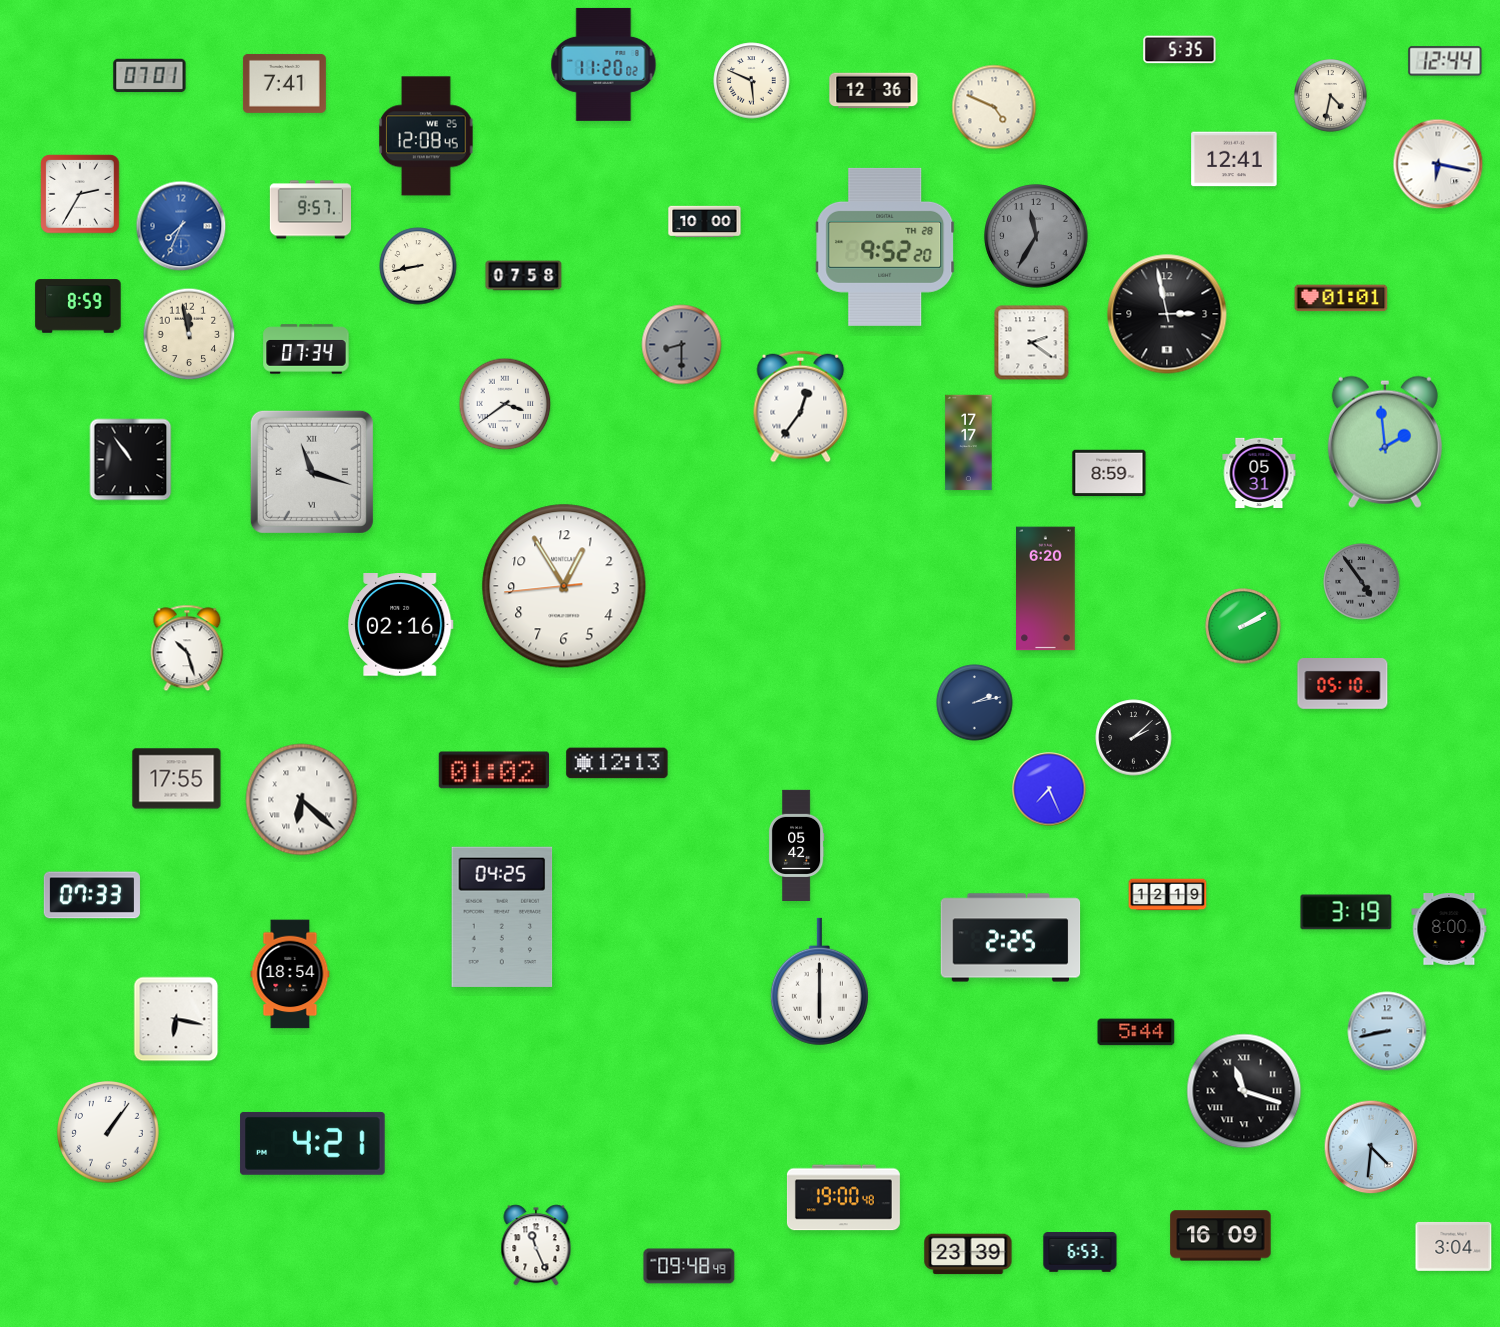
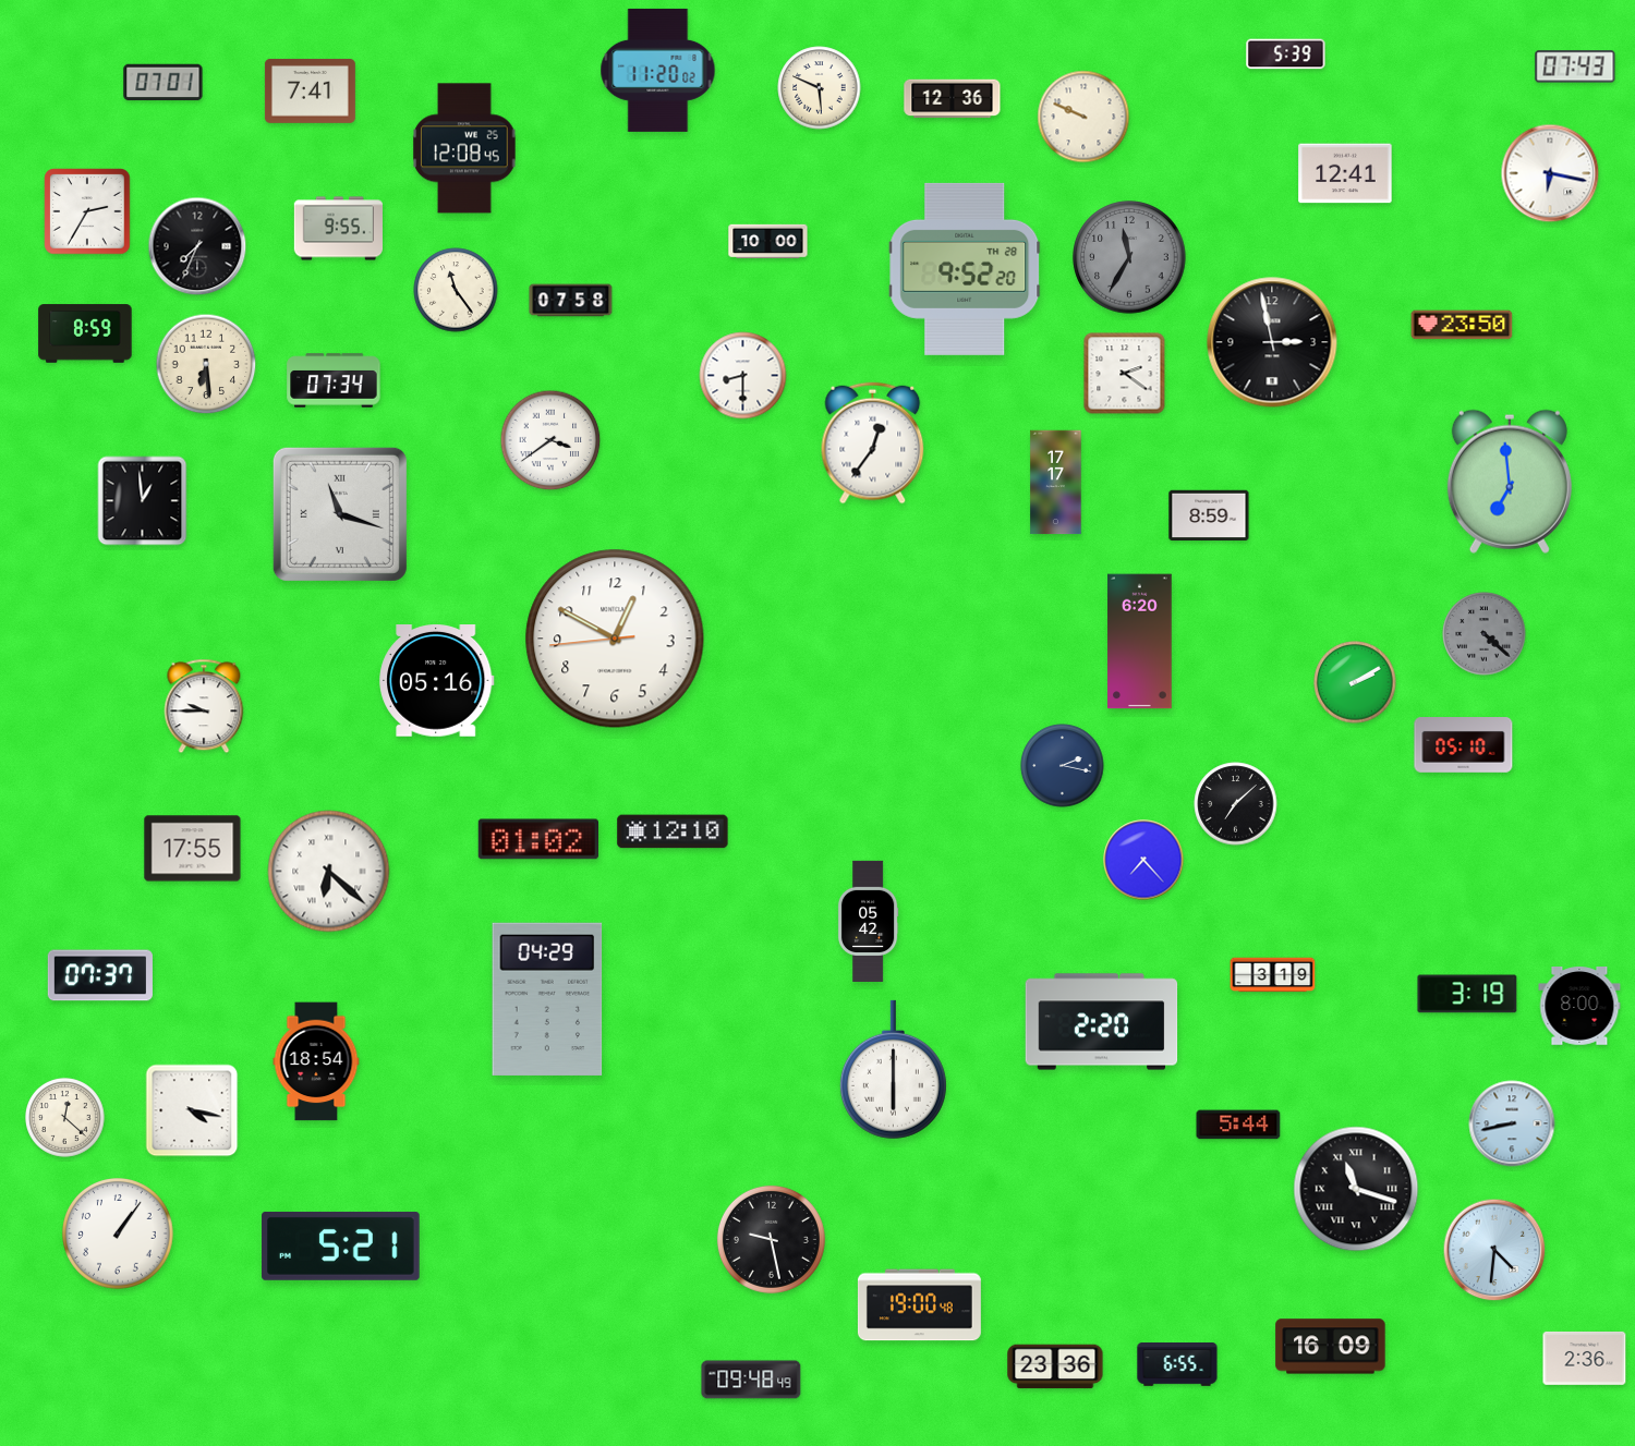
clock at (1180, 50): 5:35 -> 5:39
clock at (1445, 61): 12:44 -> 07:43
clock at (1331, 96): 4:32 -> none
clock at (994, 107): 4:49 -> 9:49
clock at (1438, 164) position: (1438, 164) -> (1550, 173)
clock at (310, 210): 9:57 -> 9:55
clock at (181, 226) dial: blue -> black
clock at (418, 266): 8:43 -> 11:24
clock at (1341, 298): 01:01 -> 23:50
clock at (189, 334): 11:58 -> 6:29
clock at (682, 345) dial: grey -> white
clock at (1385, 442): 1:59 -> 6:59
clock at (131, 460): 10:54 -> 12:59
clock at (1259, 473): 05:31 -> none
clock at (1362, 582): 4:54 -> 4:22
clock at (564, 586): 12:54 -> 12:49
clock at (401, 625): 02:16 -> 05:16
clock at (187, 648): 10:27 -> 9:45
clock at (975, 703): 2:13 -> 2:17
clock at (1134, 738): 2:08 -> 7:08
clock at (617, 763): 12:13 -> 12:10
clock at (1049, 789): 7:26 -> 7:23
clock at (92, 895): 07:33 -> 07:37
clock at (1168, 895): 12:19 -> 3:19
clock at (502, 917): 04:25 -> 04:29
clock at (1449, 930) position: (1449, 930) -> (1579, 1007)
clock at (1011, 938): 2:25 -> 2:20
clock at (176, 1019): 6:17 -> 4:17
clock at (65, 1118): none -> 12:22
clock at (771, 1239): none -> 9:28
clock at (313, 1143): 4:21 -> 5:21
clock at (536, 1245): 11:26 -> none
clock at (1454, 1246): 3:04 -> 2:36
clock at (1080, 1253): 6:53 -> 6:55
clock at (968, 1254): 23:39 -> 23:36
